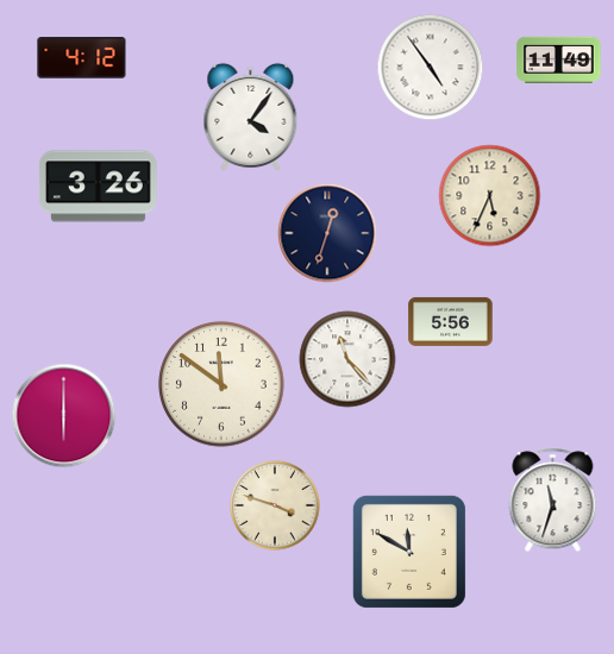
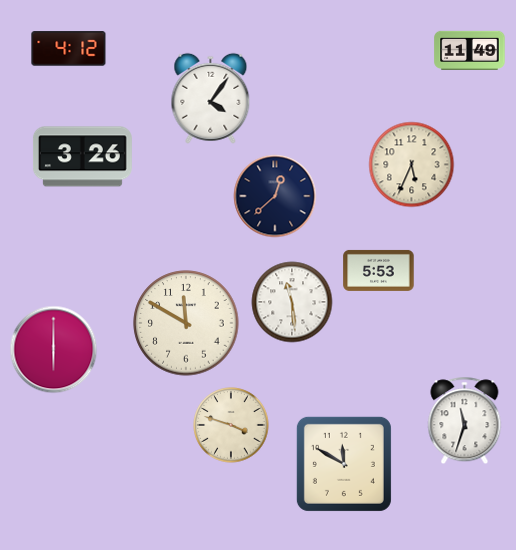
clock at (431, 68): 4:54 -> none
clock at (327, 233): 12:33 -> 12:38
clock at (451, 321): 5:56 -> 5:53
clock at (347, 359): 11:23 -> 11:29
clock at (221, 384): 11:51 -> 11:50
